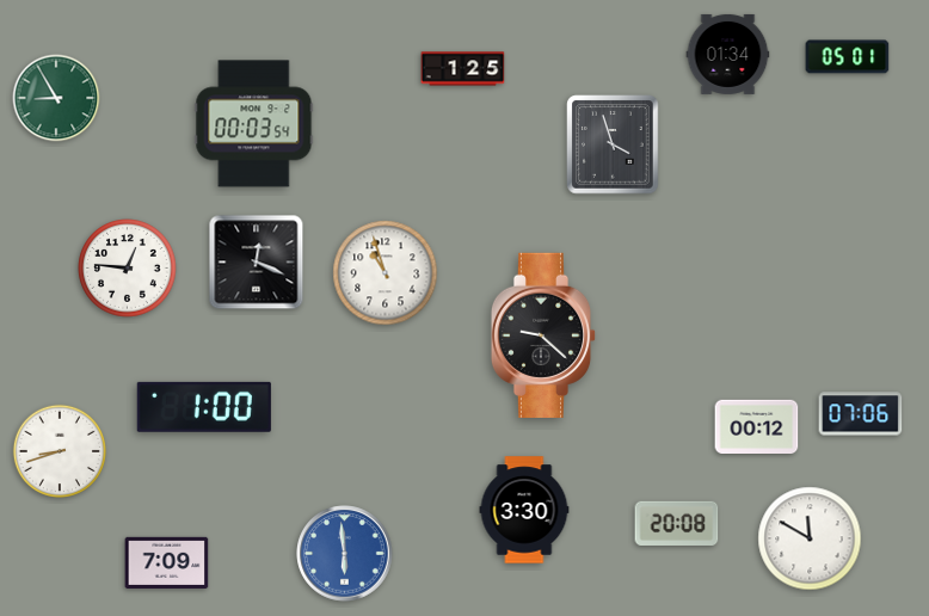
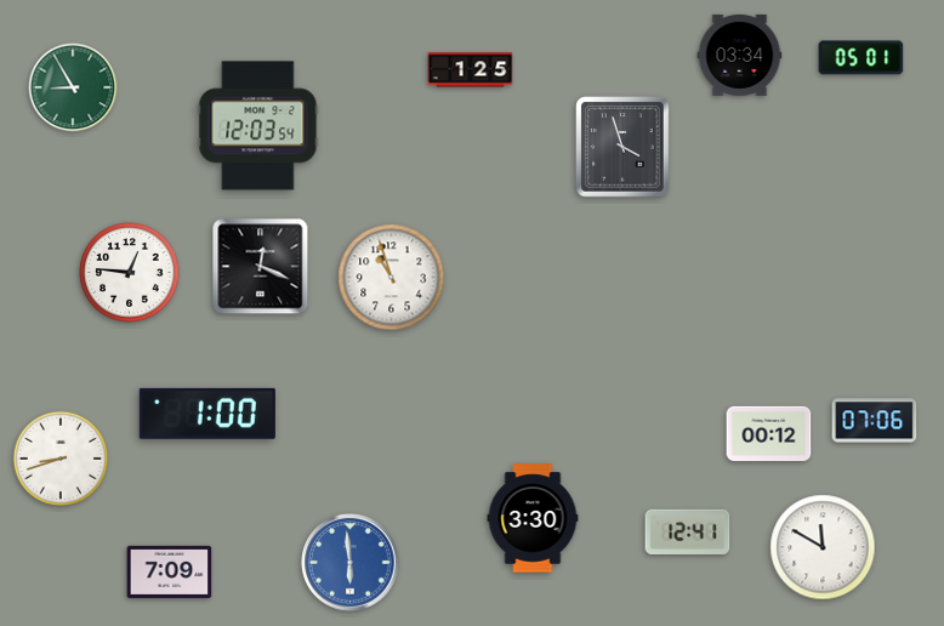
clock at (728, 54): 01:34 -> 03:34
clock at (56, 98) position: (56, 98) -> (73, 87)
clock at (254, 124): 00:03 -> 12:03
clock at (543, 335): 9:22 -> none
clock at (677, 523): 20:08 -> 12:41
